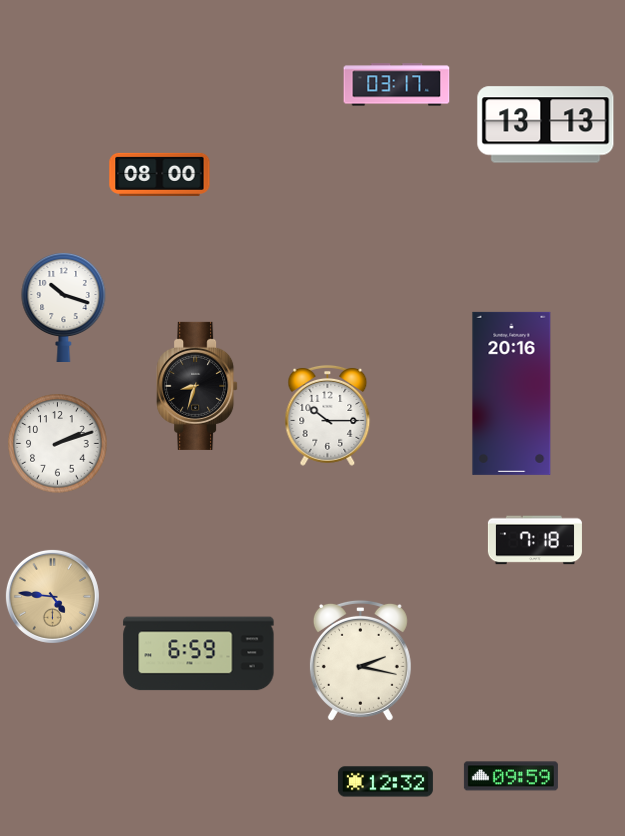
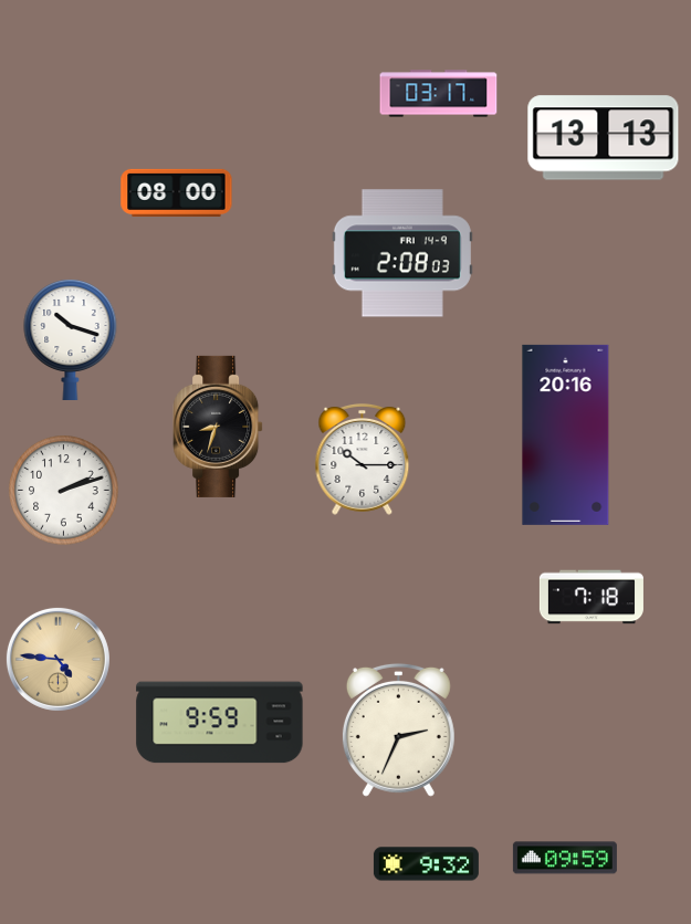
clock at (402, 253): none -> 2:08
clock at (199, 654): 6:59 -> 9:59
clock at (360, 660): 2:17 -> 2:34
clock at (385, 782): 12:32 -> 9:32
